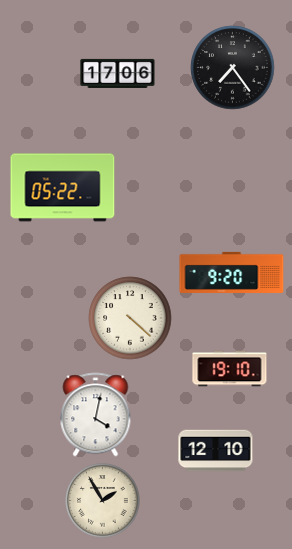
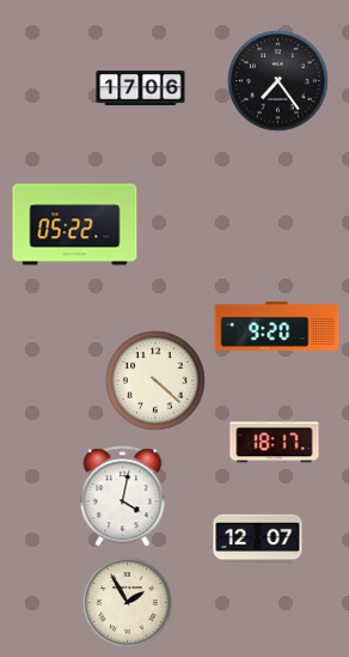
clock at (230, 369): 19:10 -> 18:17
clock at (96, 415) position: (96, 415) -> (123, 497)
clock at (216, 451): 12:10 -> 12:07
clock at (103, 501) position: (103, 501) -> (128, 603)
